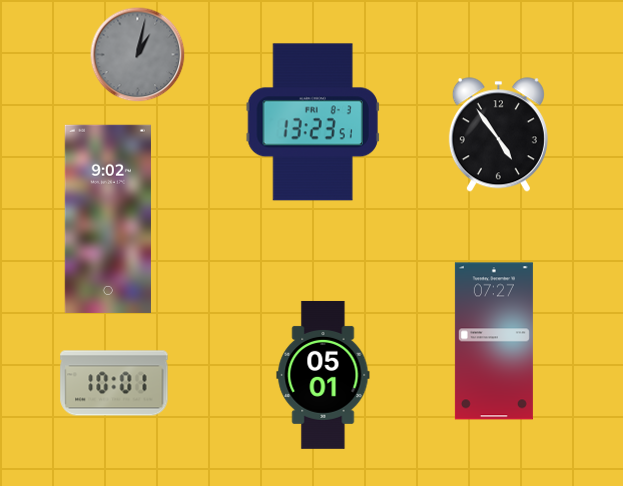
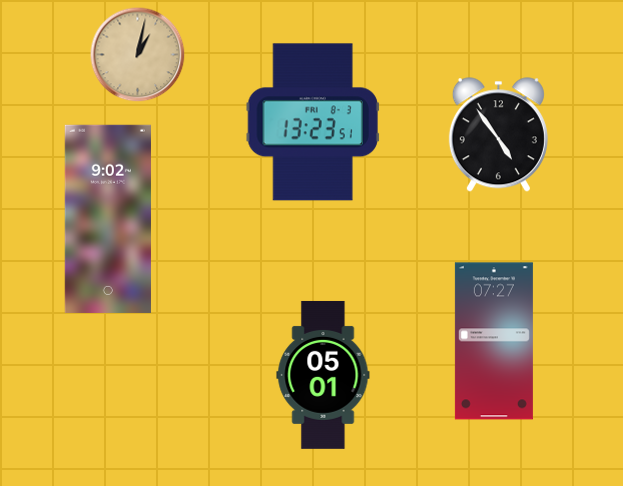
clock at (138, 55) dial: grey -> champagne
clock at (114, 383): 10:01 -> none
